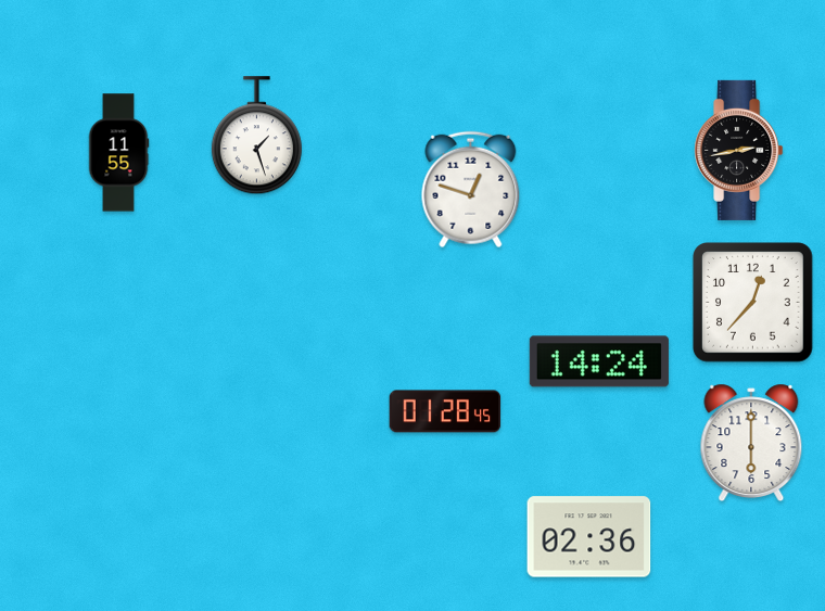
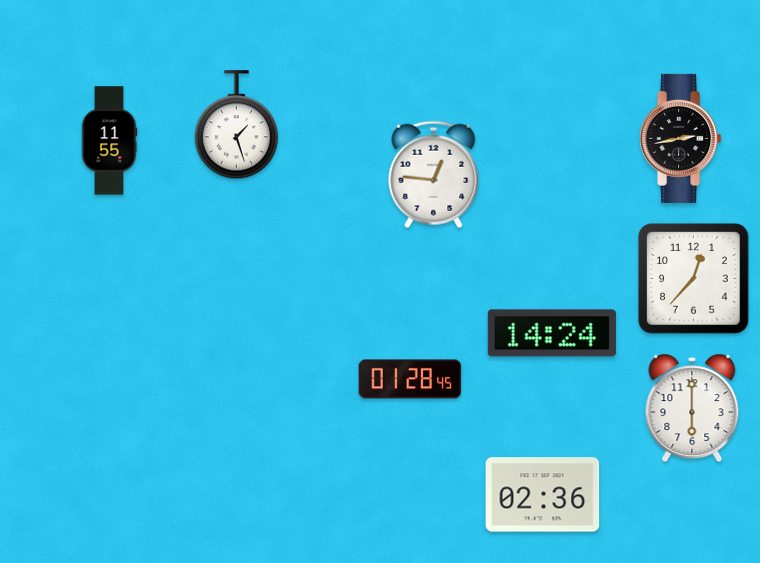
clock at (471, 190): 12:48 -> 12:46
